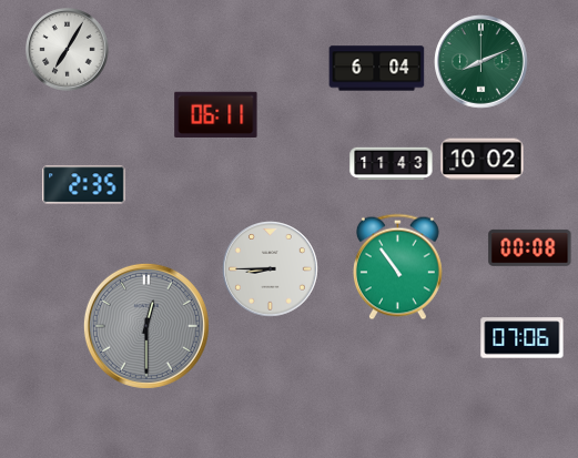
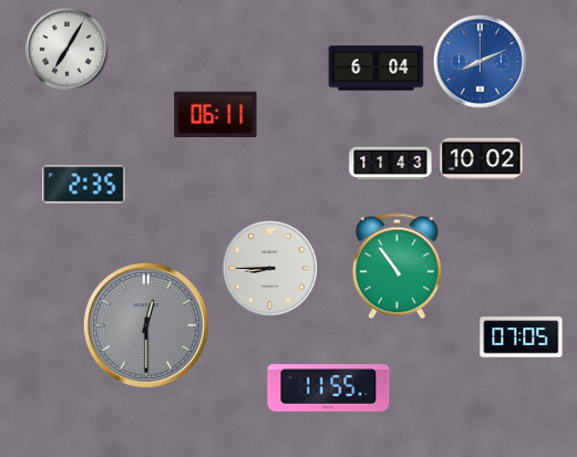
clock at (481, 62) dial: green -> blue
clock at (530, 247): 00:08 -> none
clock at (523, 338): 07:06 -> 07:05
clock at (329, 388): none -> 11:55
